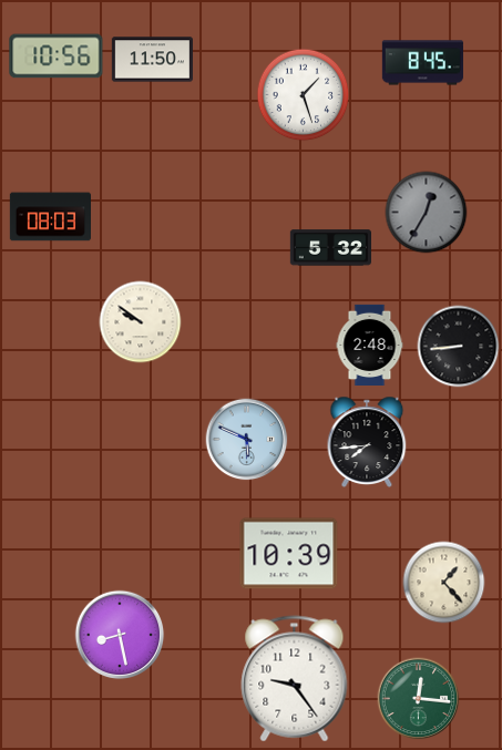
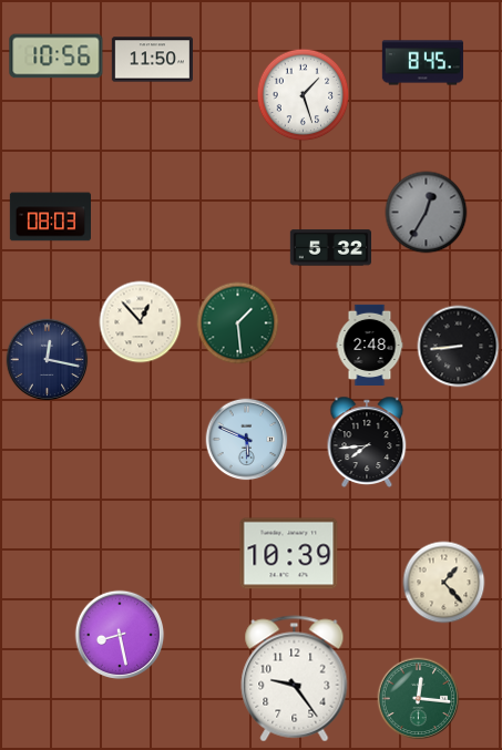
clock at (141, 322): 9:51 -> 12:53
clock at (238, 323): none -> 1:29
clock at (48, 360): none -> 12:17
